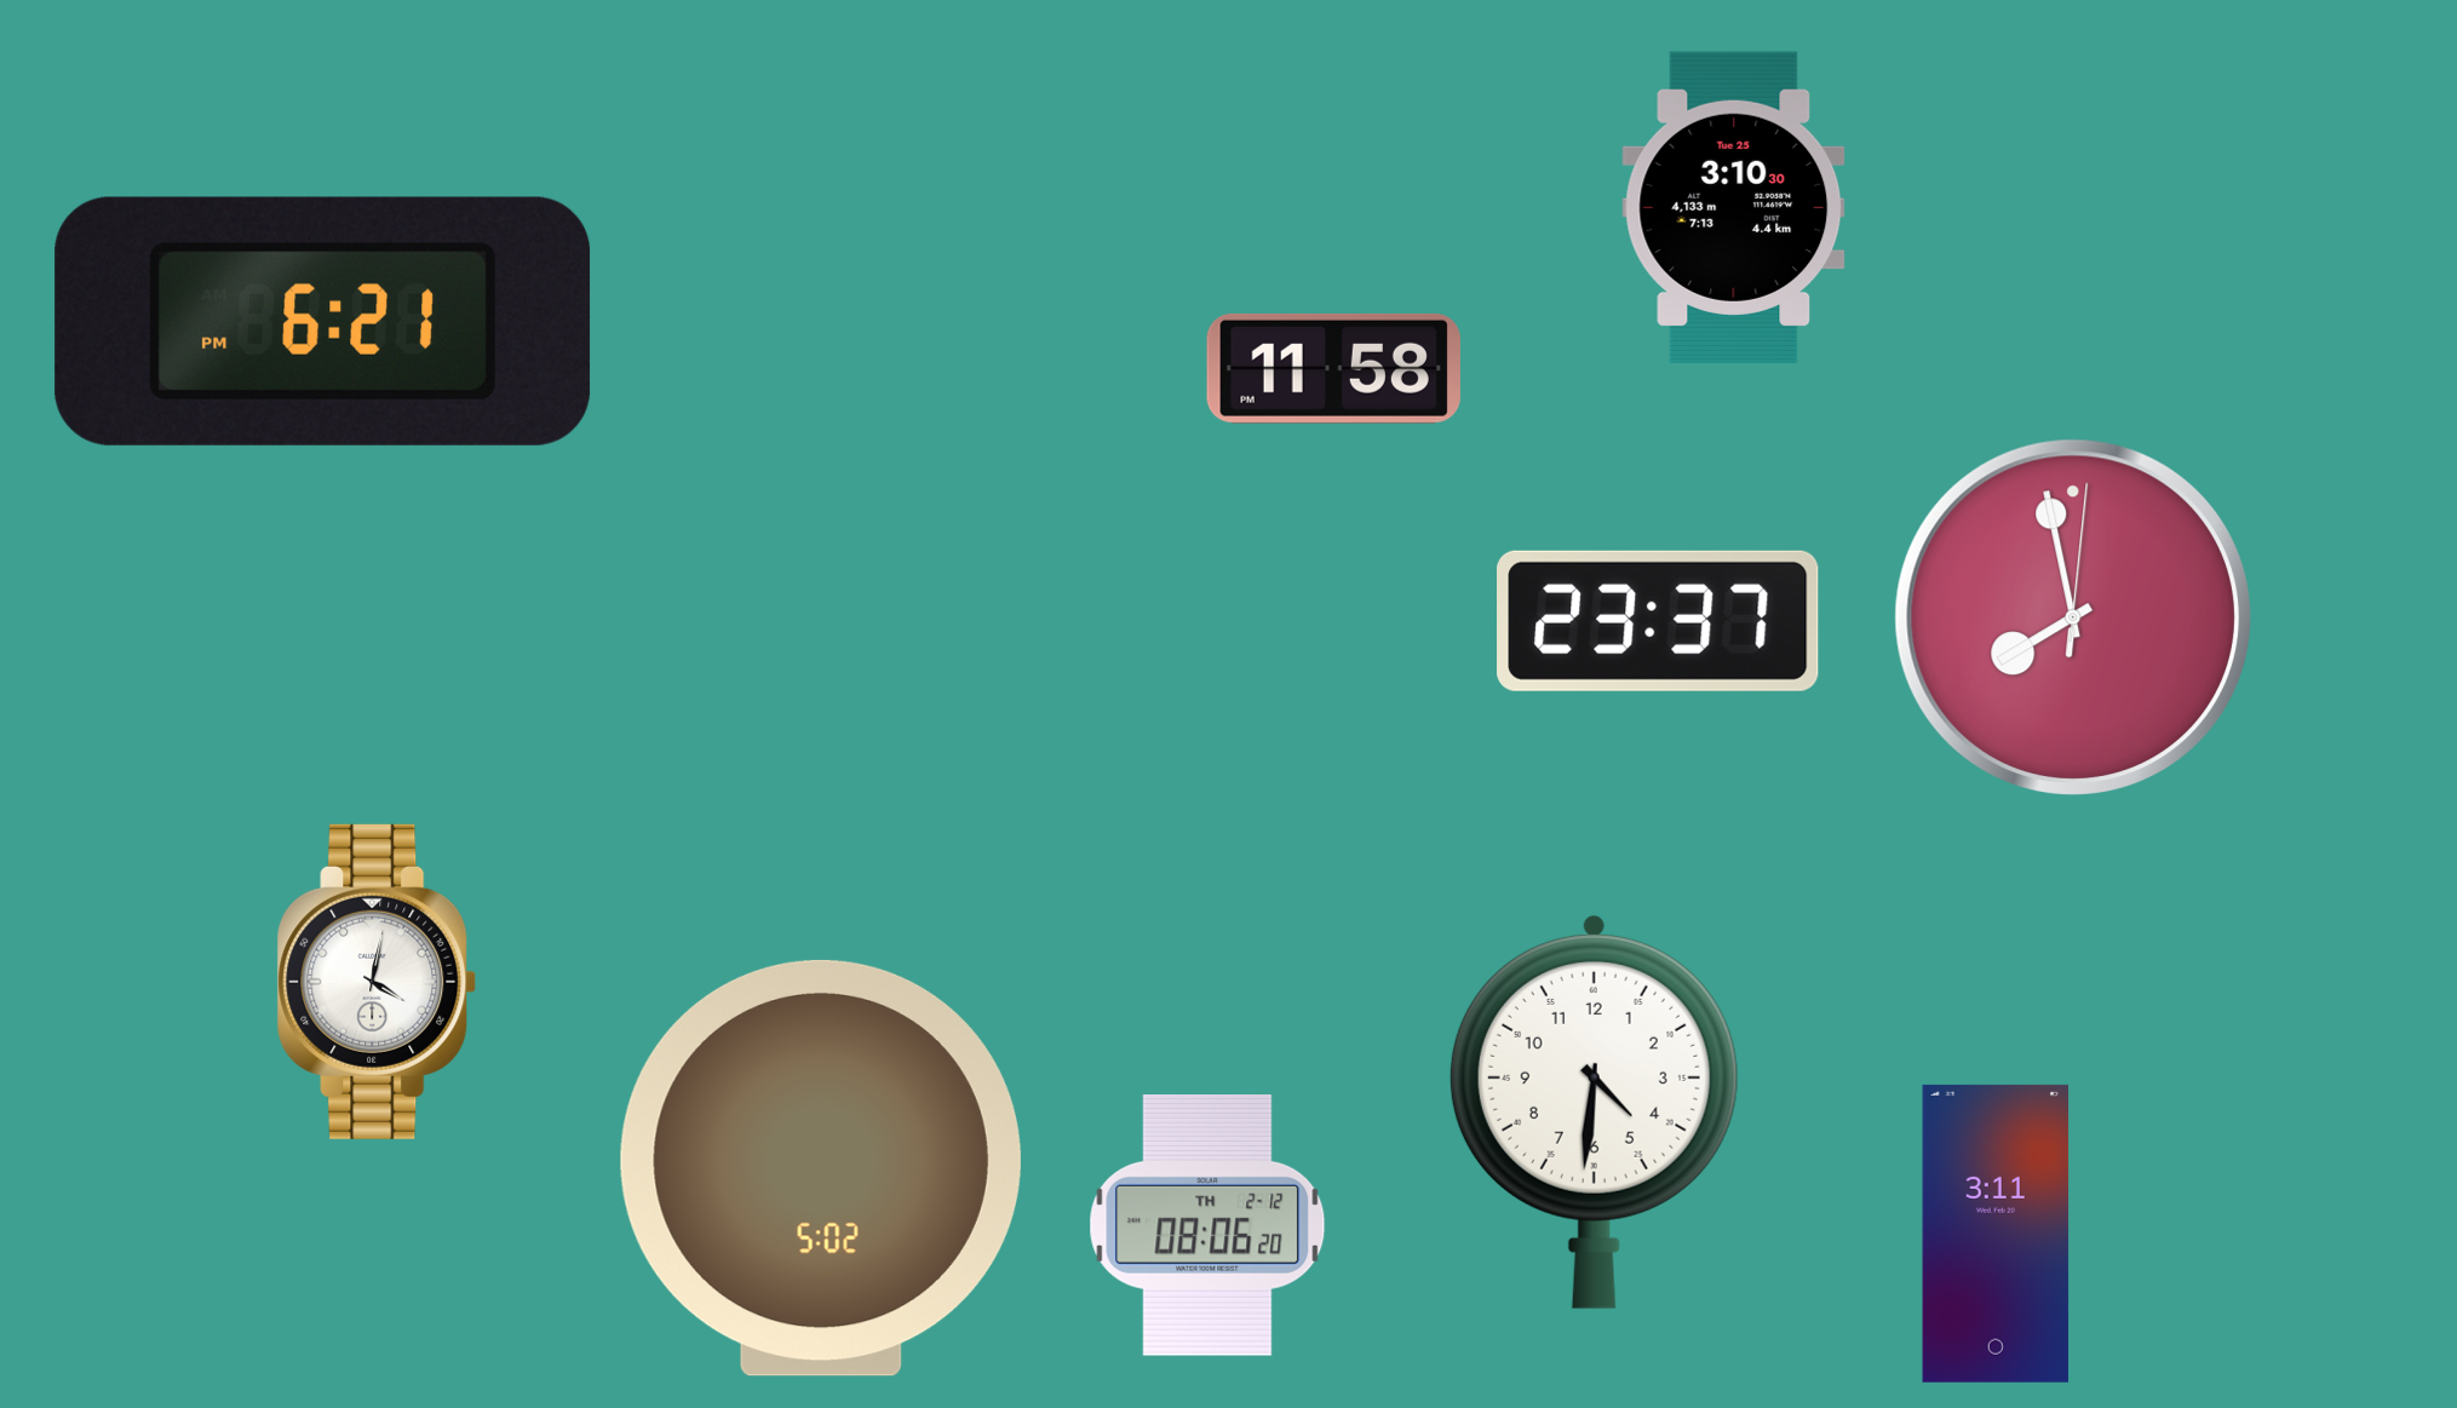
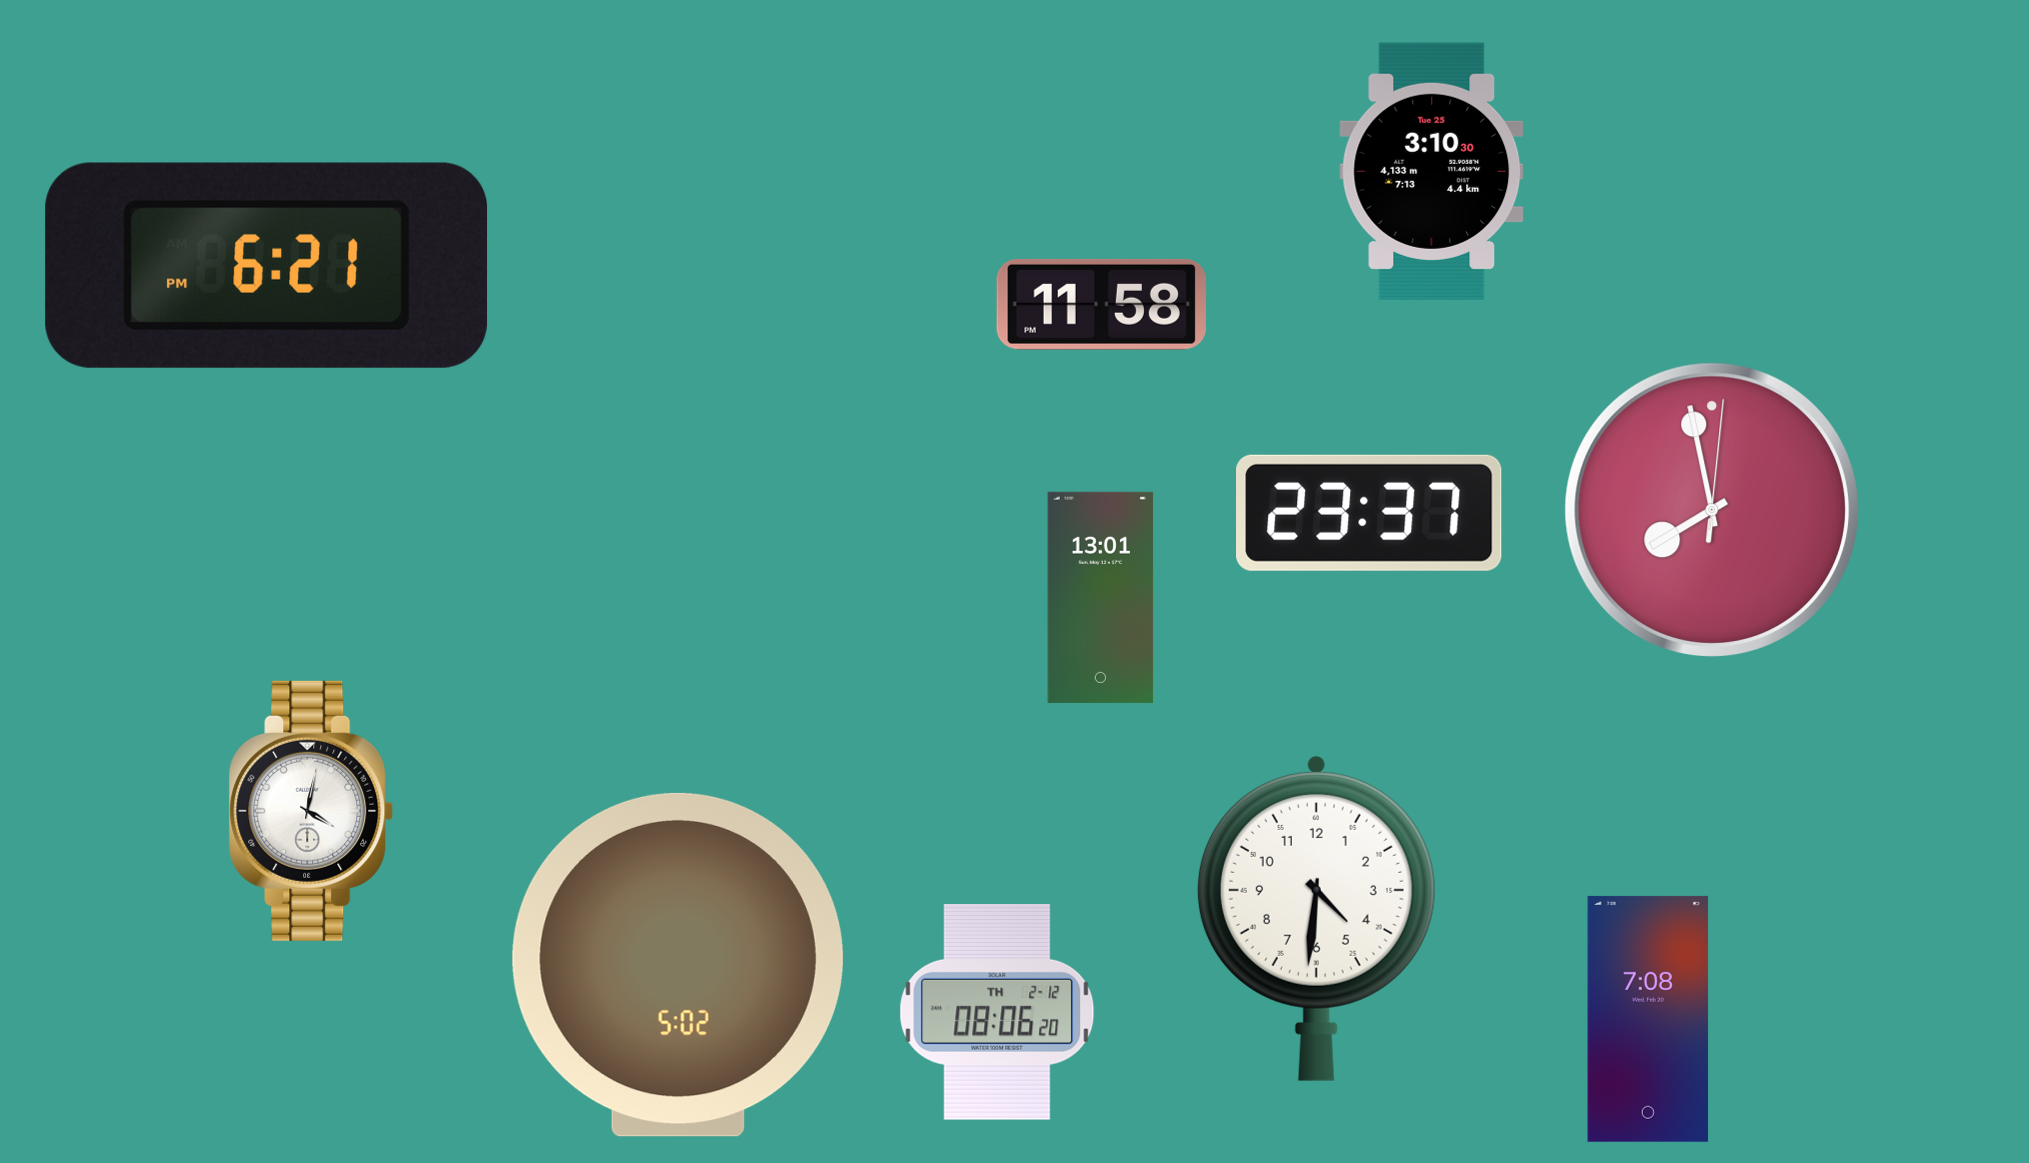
clock at (1101, 597): none -> 13:01
clock at (1996, 1234): 3:11 -> 7:08
